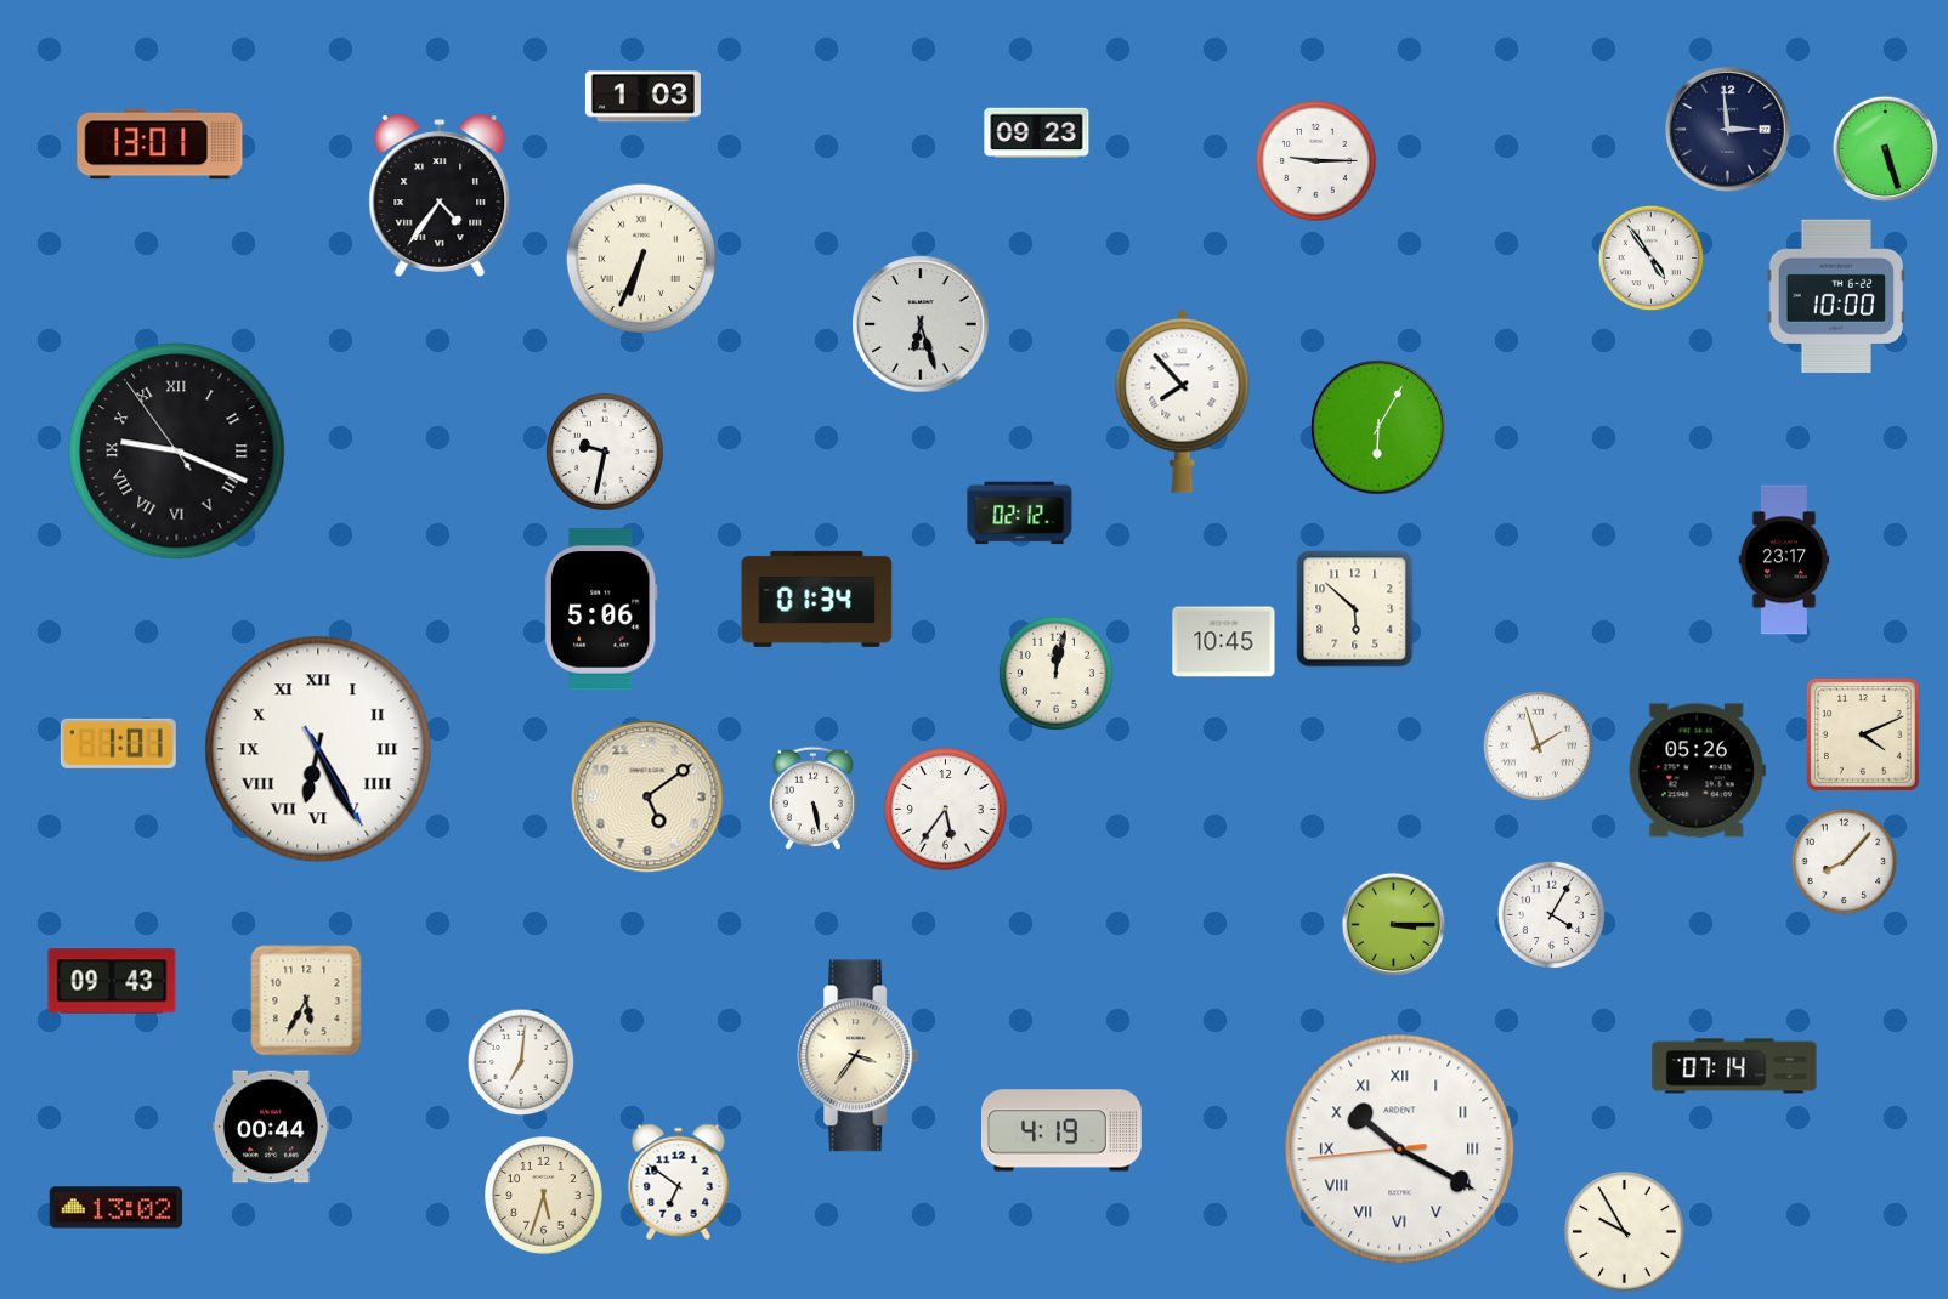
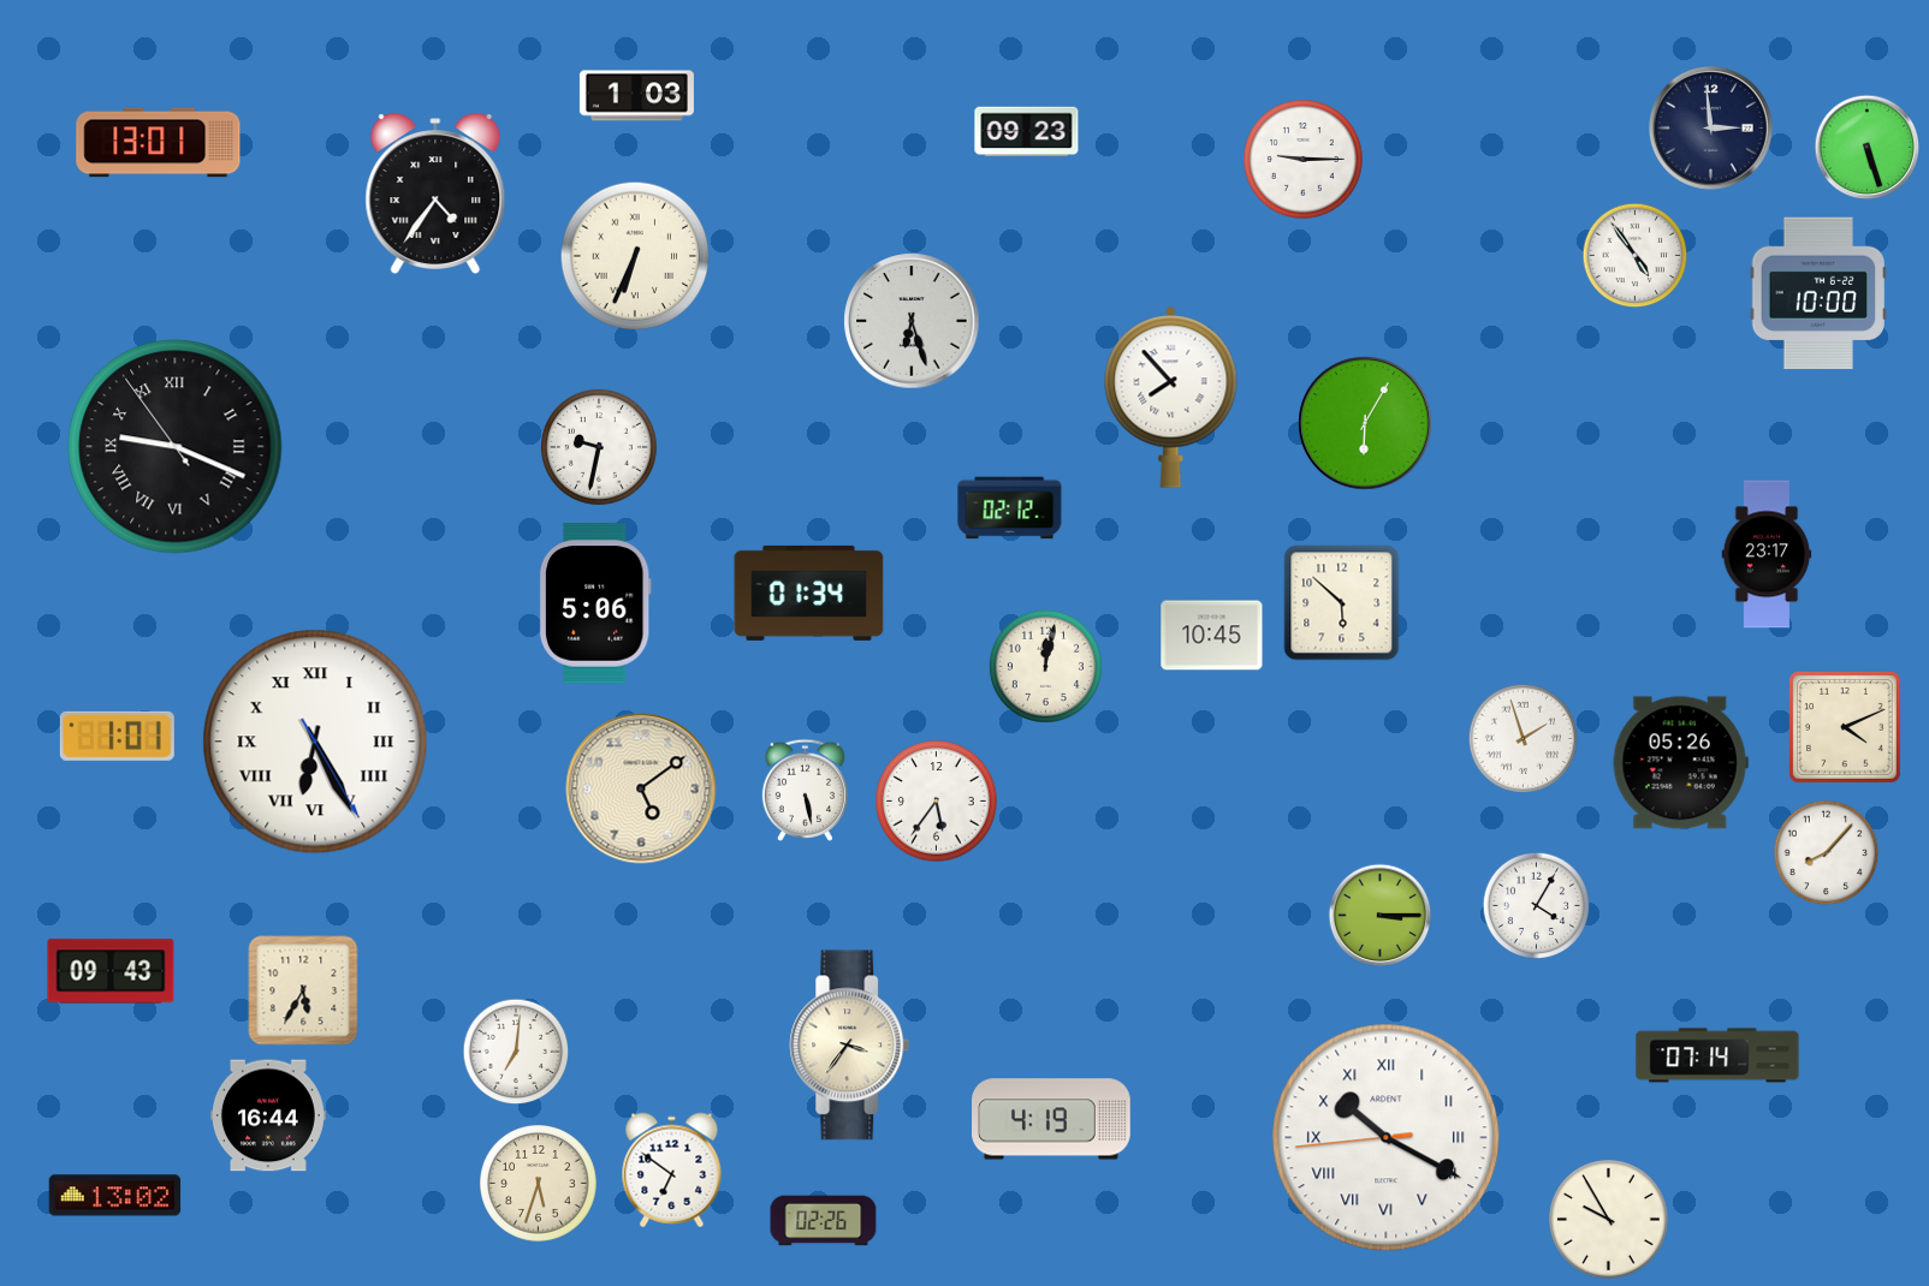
clock at (271, 1127): 00:44 -> 16:44
clock at (824, 1221): none -> 02:26
